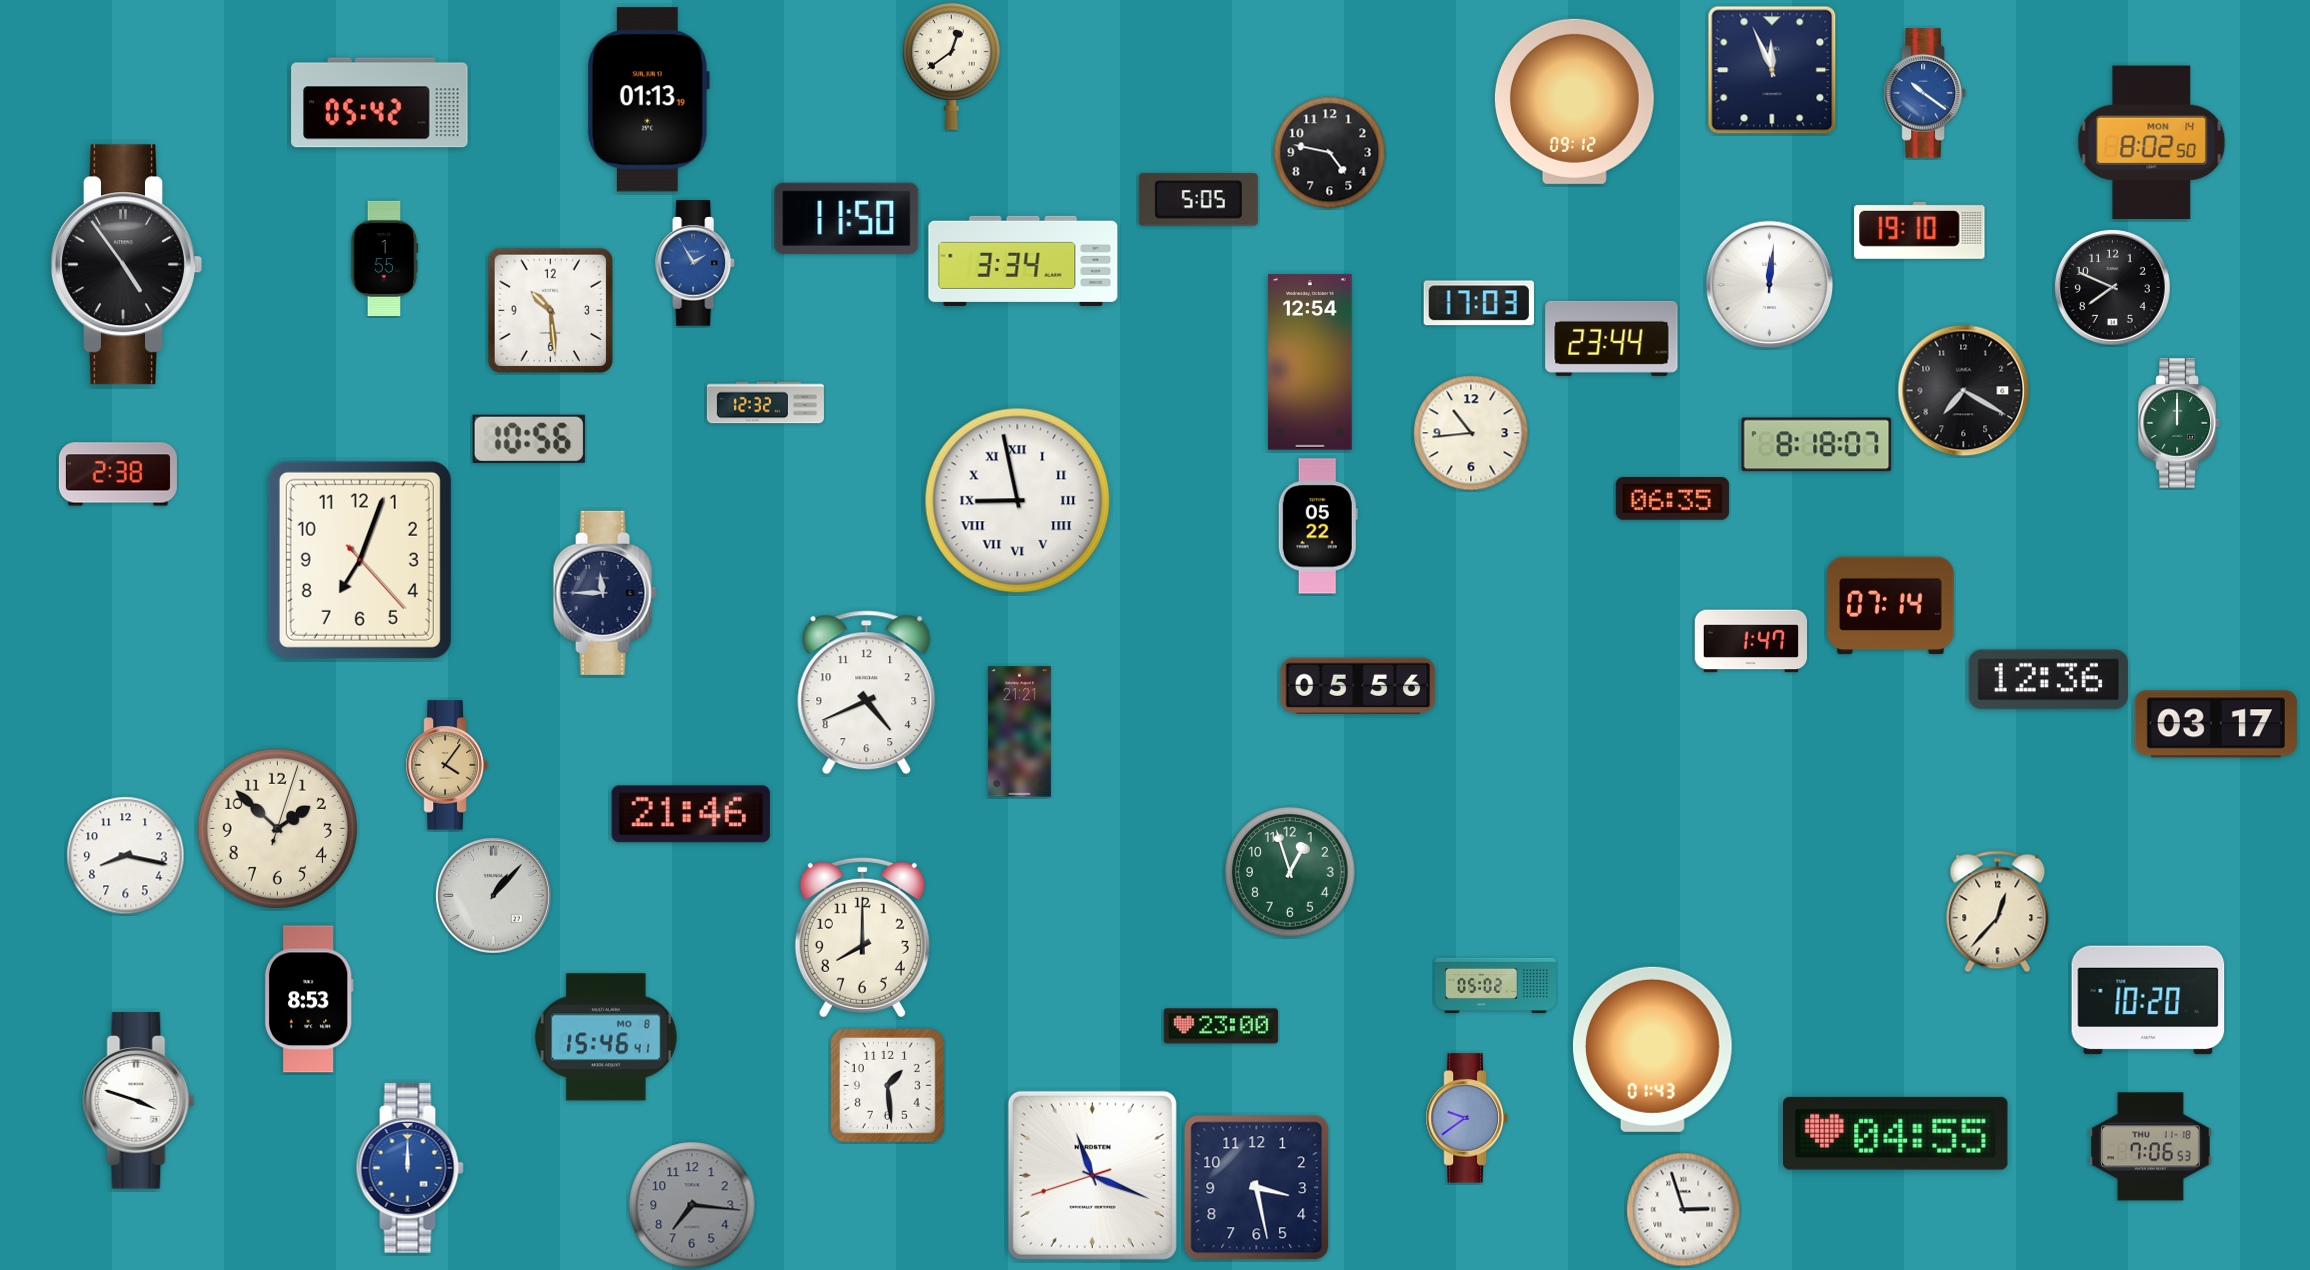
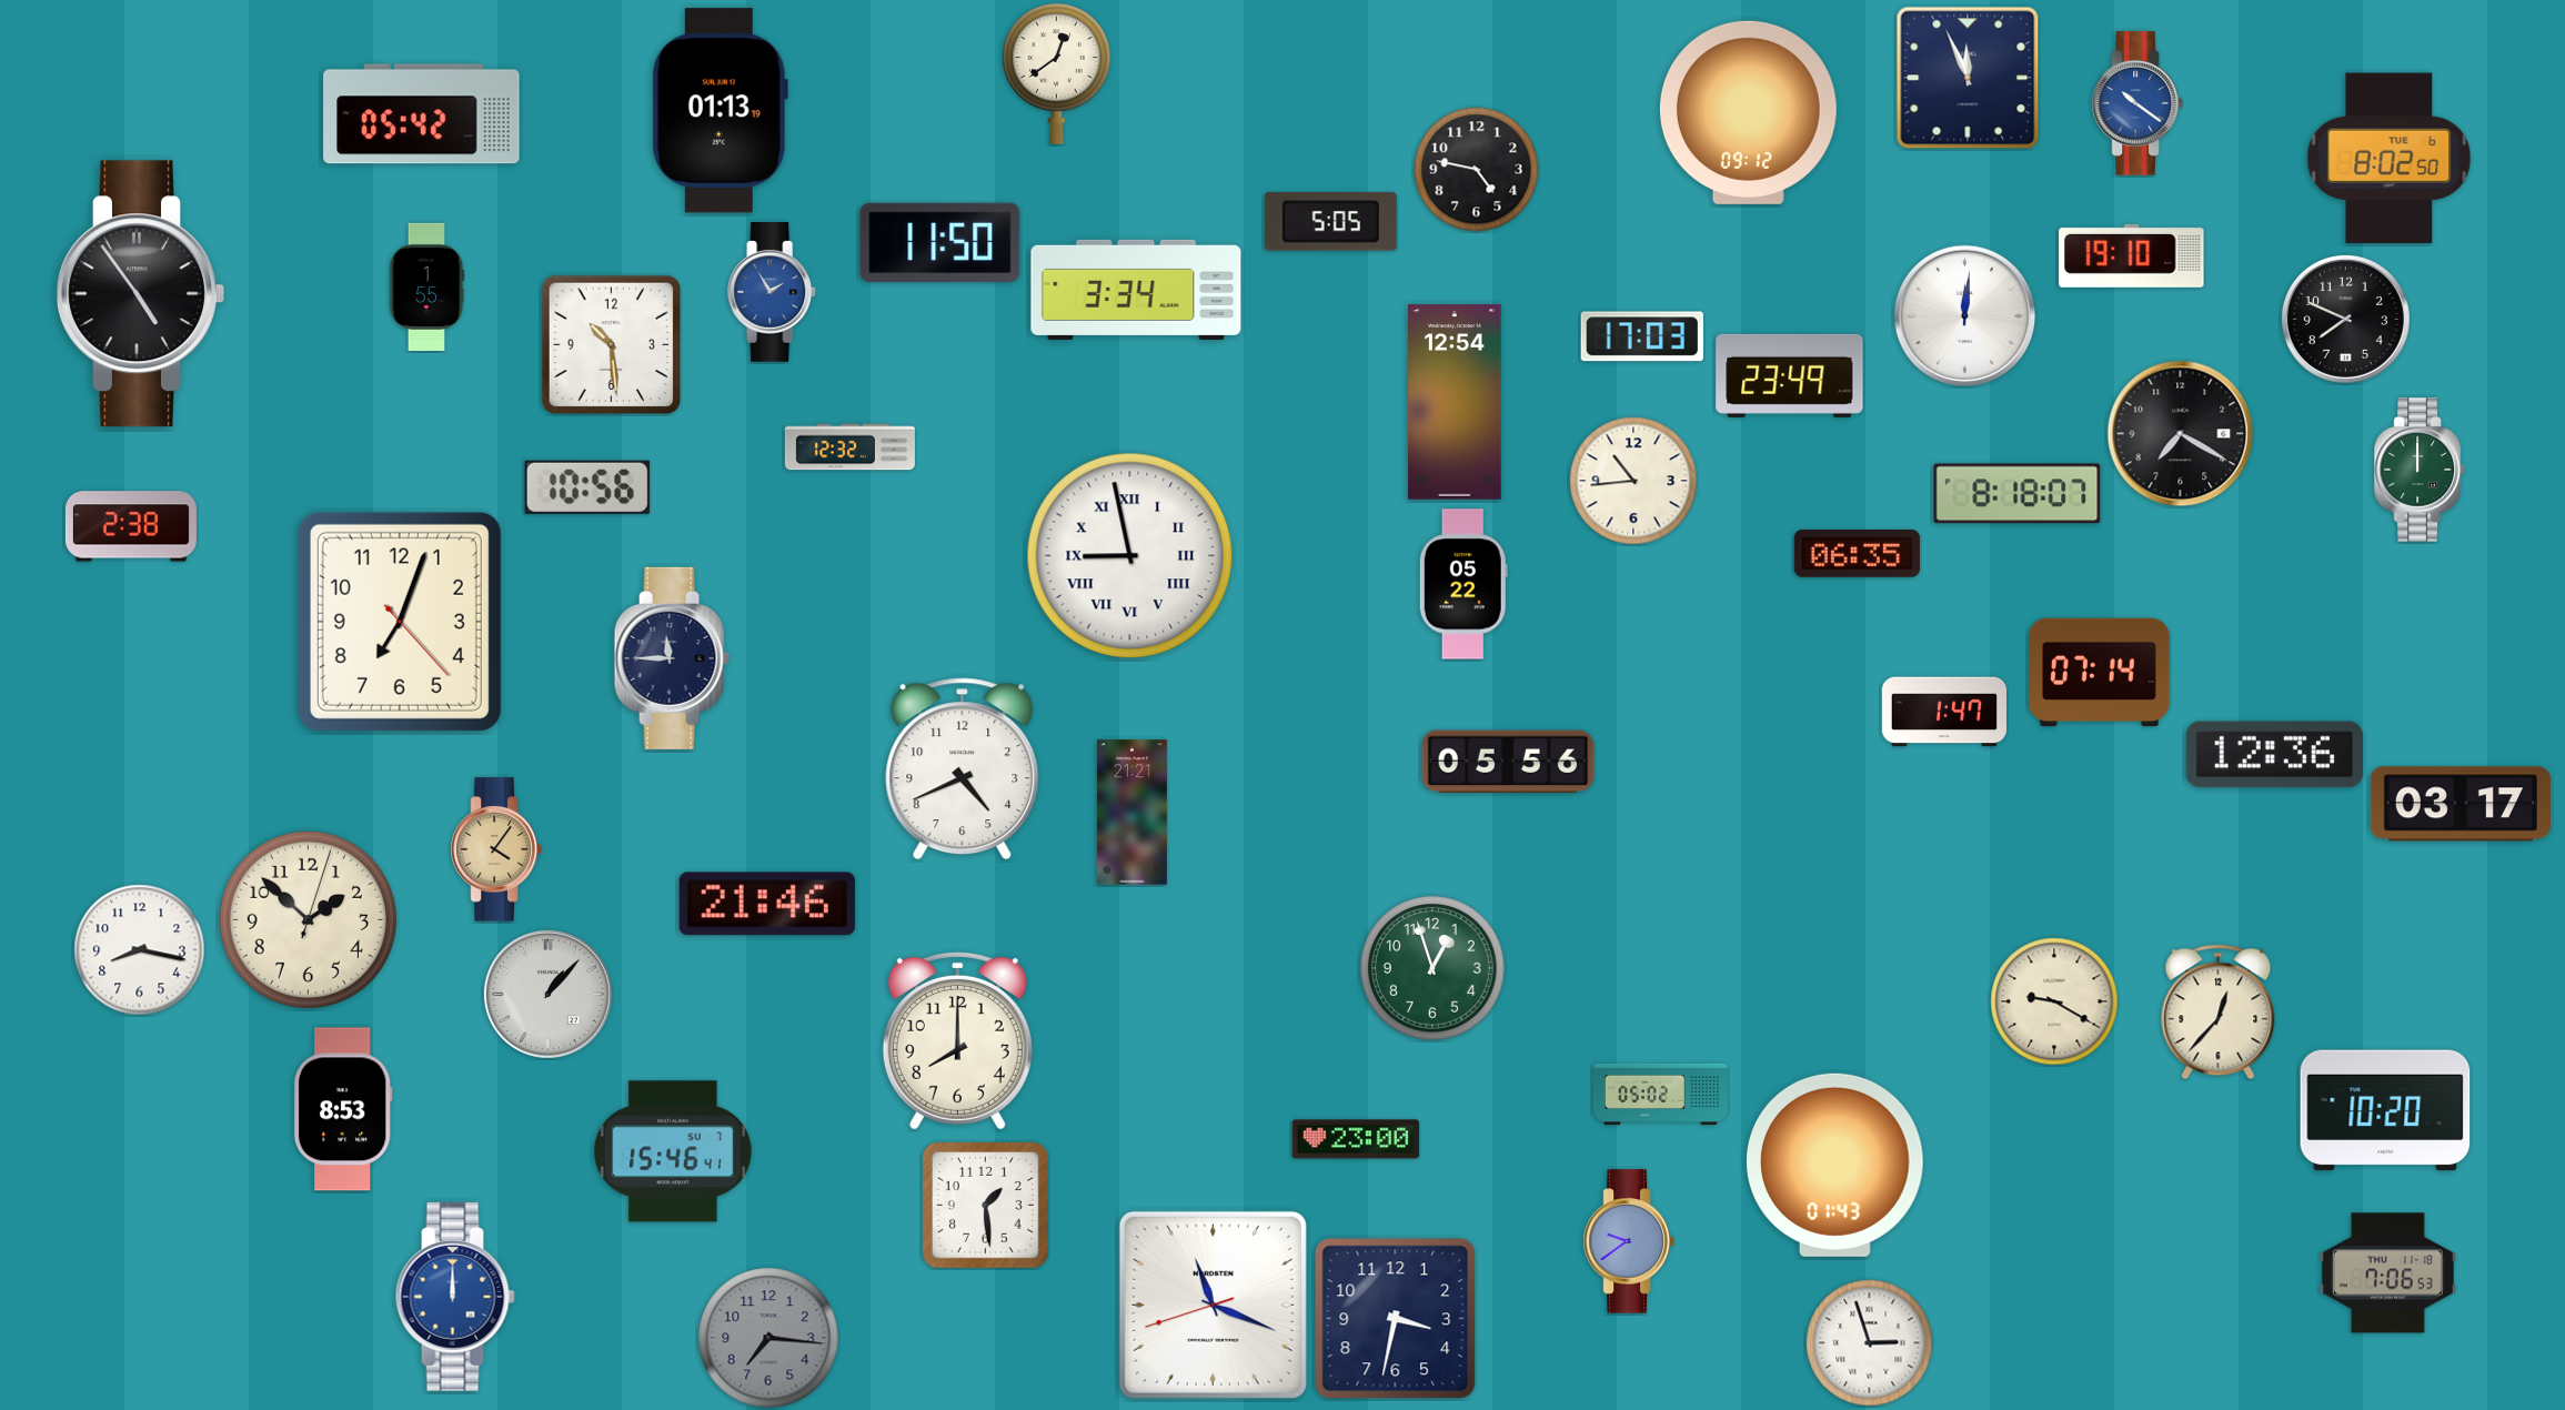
clock at (2152, 143) date: MON 14 -> TUE 6
clock at (1612, 338): 23:44 -> 23:49
clock at (2054, 1001): none -> 9:20
clock at (606, 1037) date: MO 8 -> SU 7
clock at (139, 1101): 3:48 -> none
clock at (1896, 1133): 04:55 -> none
clock at (1257, 1188): 3:28 -> 3:32
